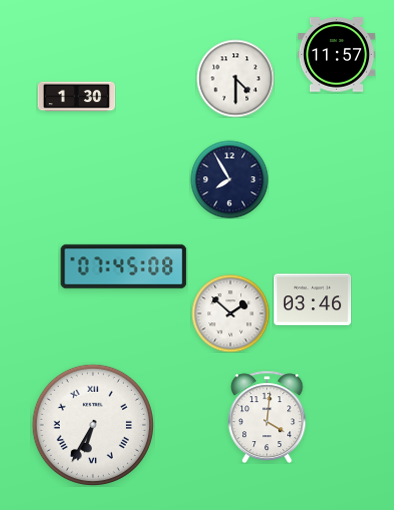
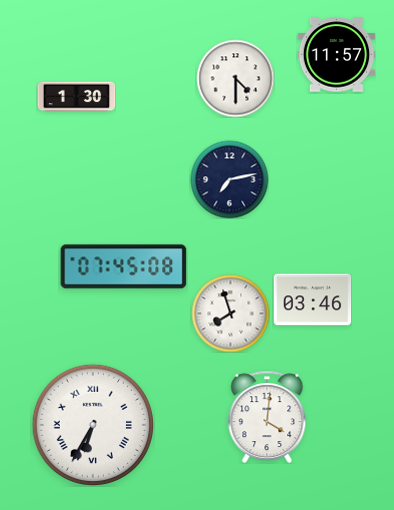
clock at (229, 179): 7:55 -> 7:13
clock at (230, 313): 1:52 -> 7:57
